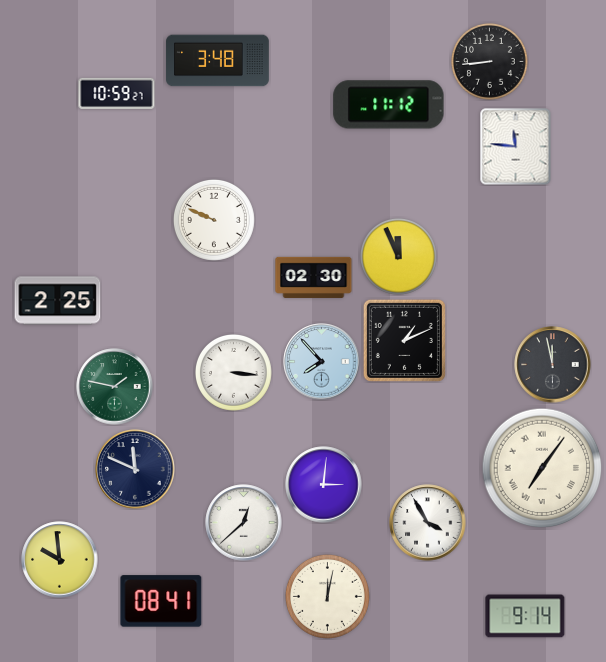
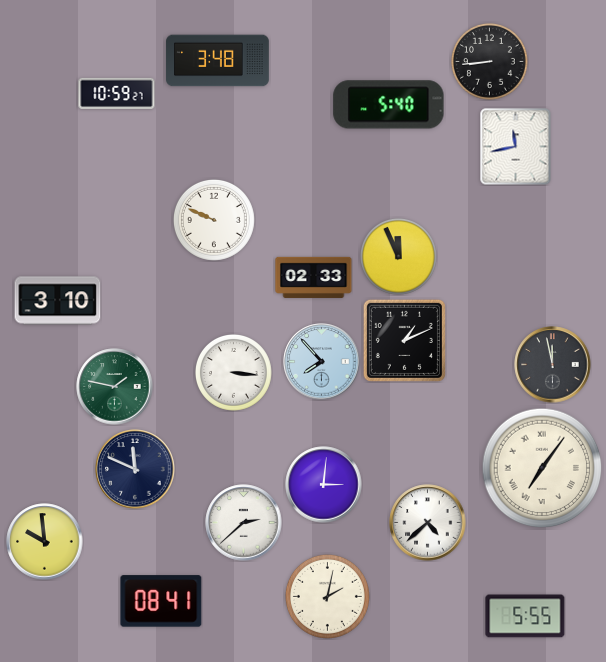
clock at (389, 105): 11:12 -> 5:40
clock at (516, 147): 11:46 -> 11:43
clock at (314, 277): 02:30 -> 02:33
clock at (58, 301): 2:25 -> 3:10
clock at (244, 523): 12:38 -> 2:38
clock at (428, 523): 3:55 -> 4:38
clock at (60, 560) position: (60, 560) -> (45, 542)
clock at (327, 596): 12:02 -> 2:02
clock at (525, 616): 9:14 -> 5:55
